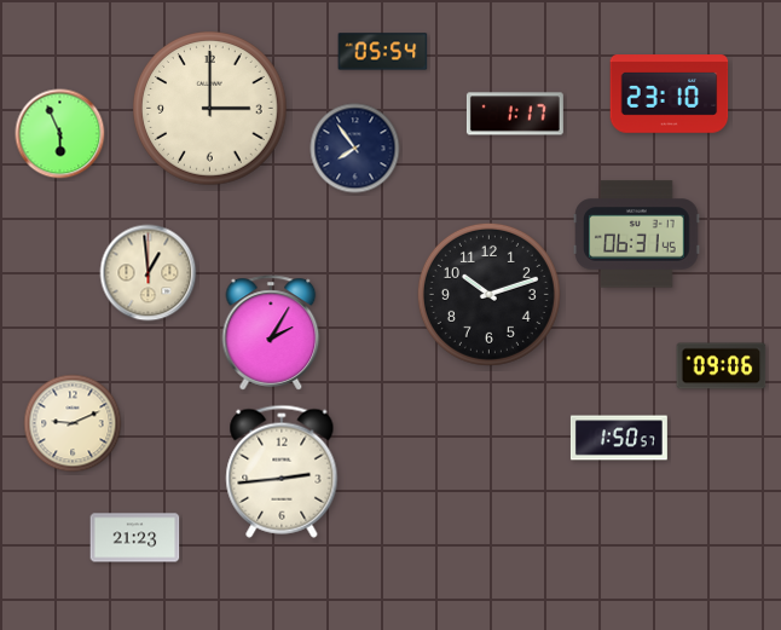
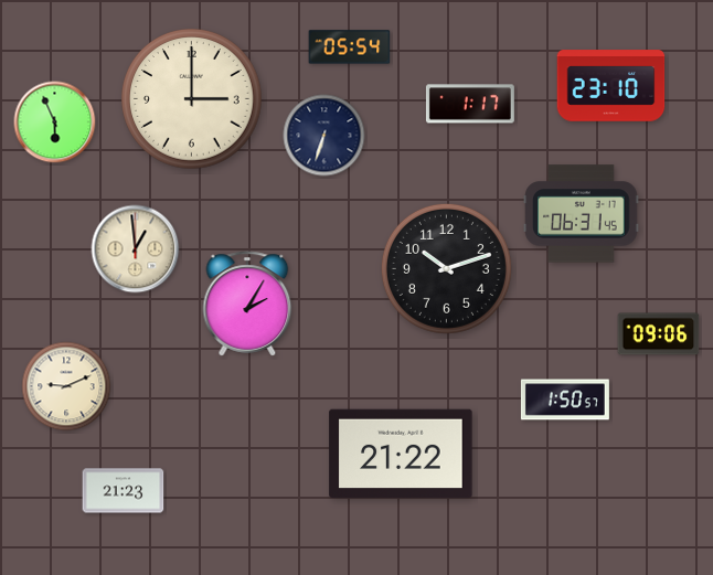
clock at (355, 149): 7:54 -> 6:33
clock at (282, 472): 2:44 -> none
clock at (401, 454): none -> 21:22
